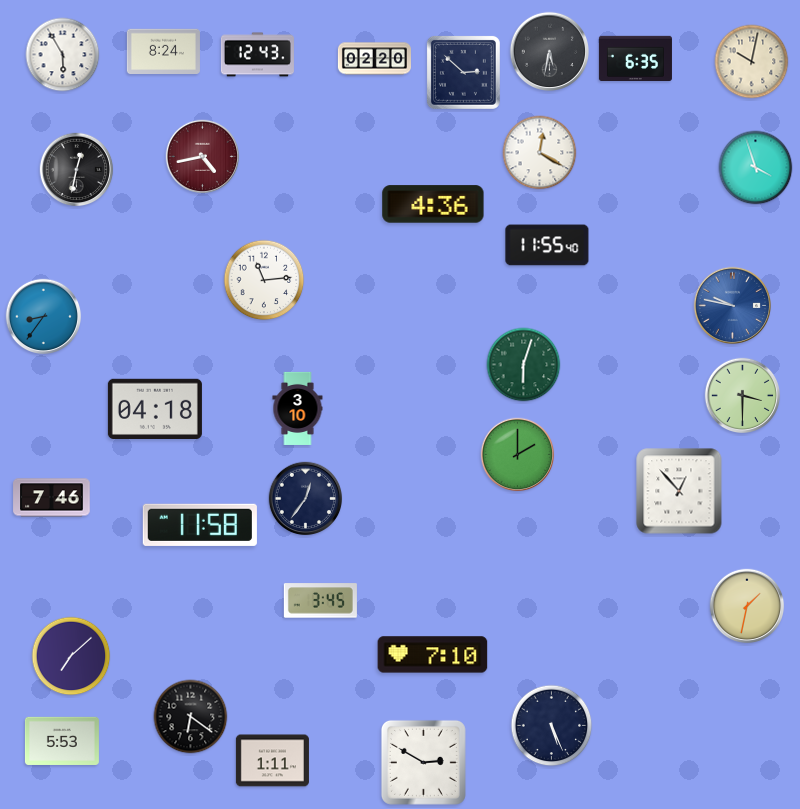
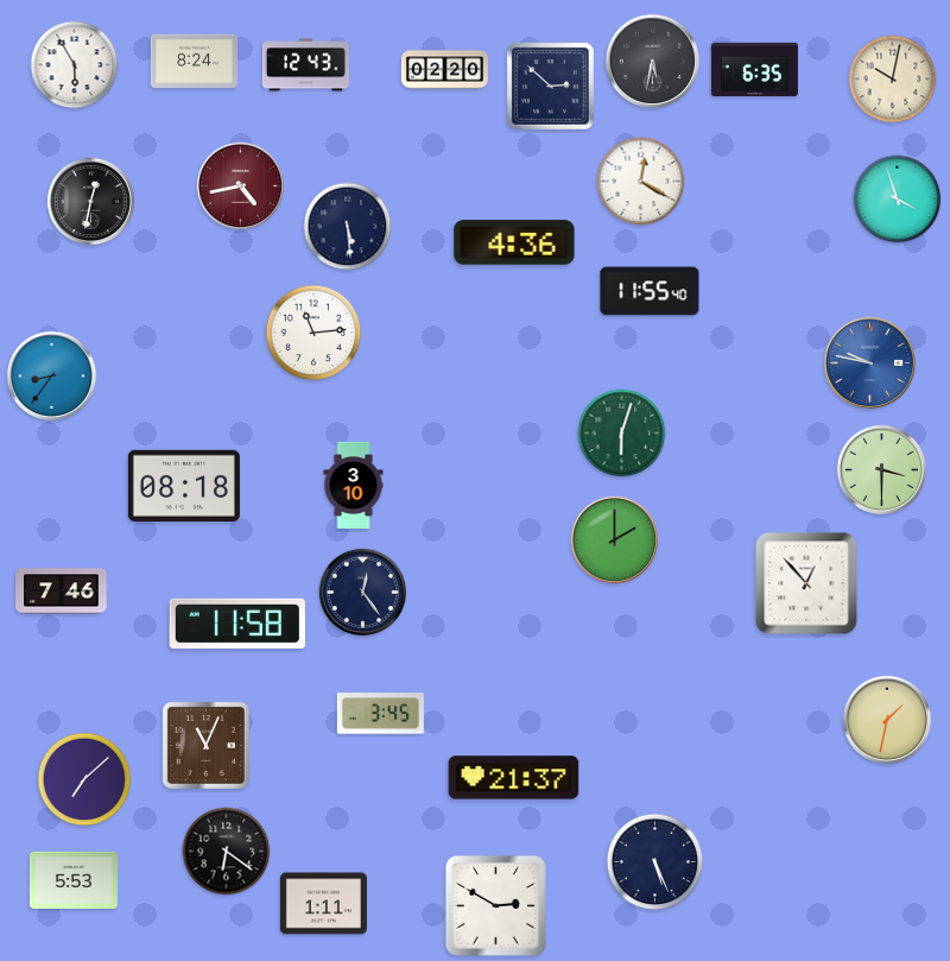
clock at (752, 62) position: (752, 62) -> (893, 80)
clock at (348, 227): none -> 5:29
clock at (155, 408): 04:18 -> 08:18
clock at (306, 499): 12:36 -> 12:24
clock at (205, 745): none -> 11:04
clock at (433, 655): 7:10 -> 21:37
clock at (423, 762) position: (423, 762) -> (495, 905)
